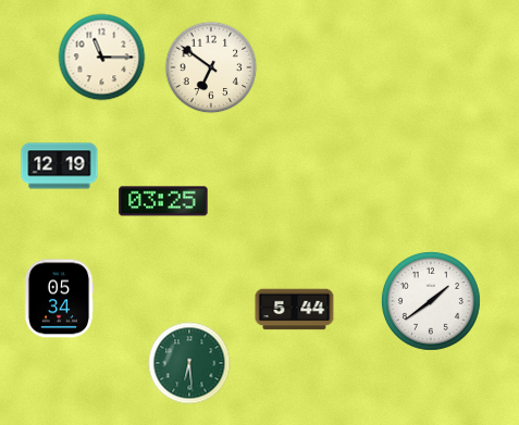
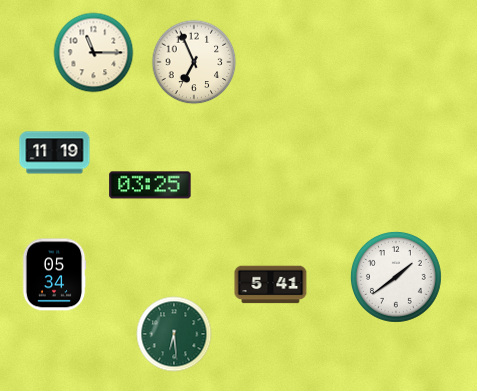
clock at (211, 67): 6:51 -> 6:56
clock at (60, 166): 12:19 -> 11:19
clock at (295, 310): 5:44 -> 5:41
